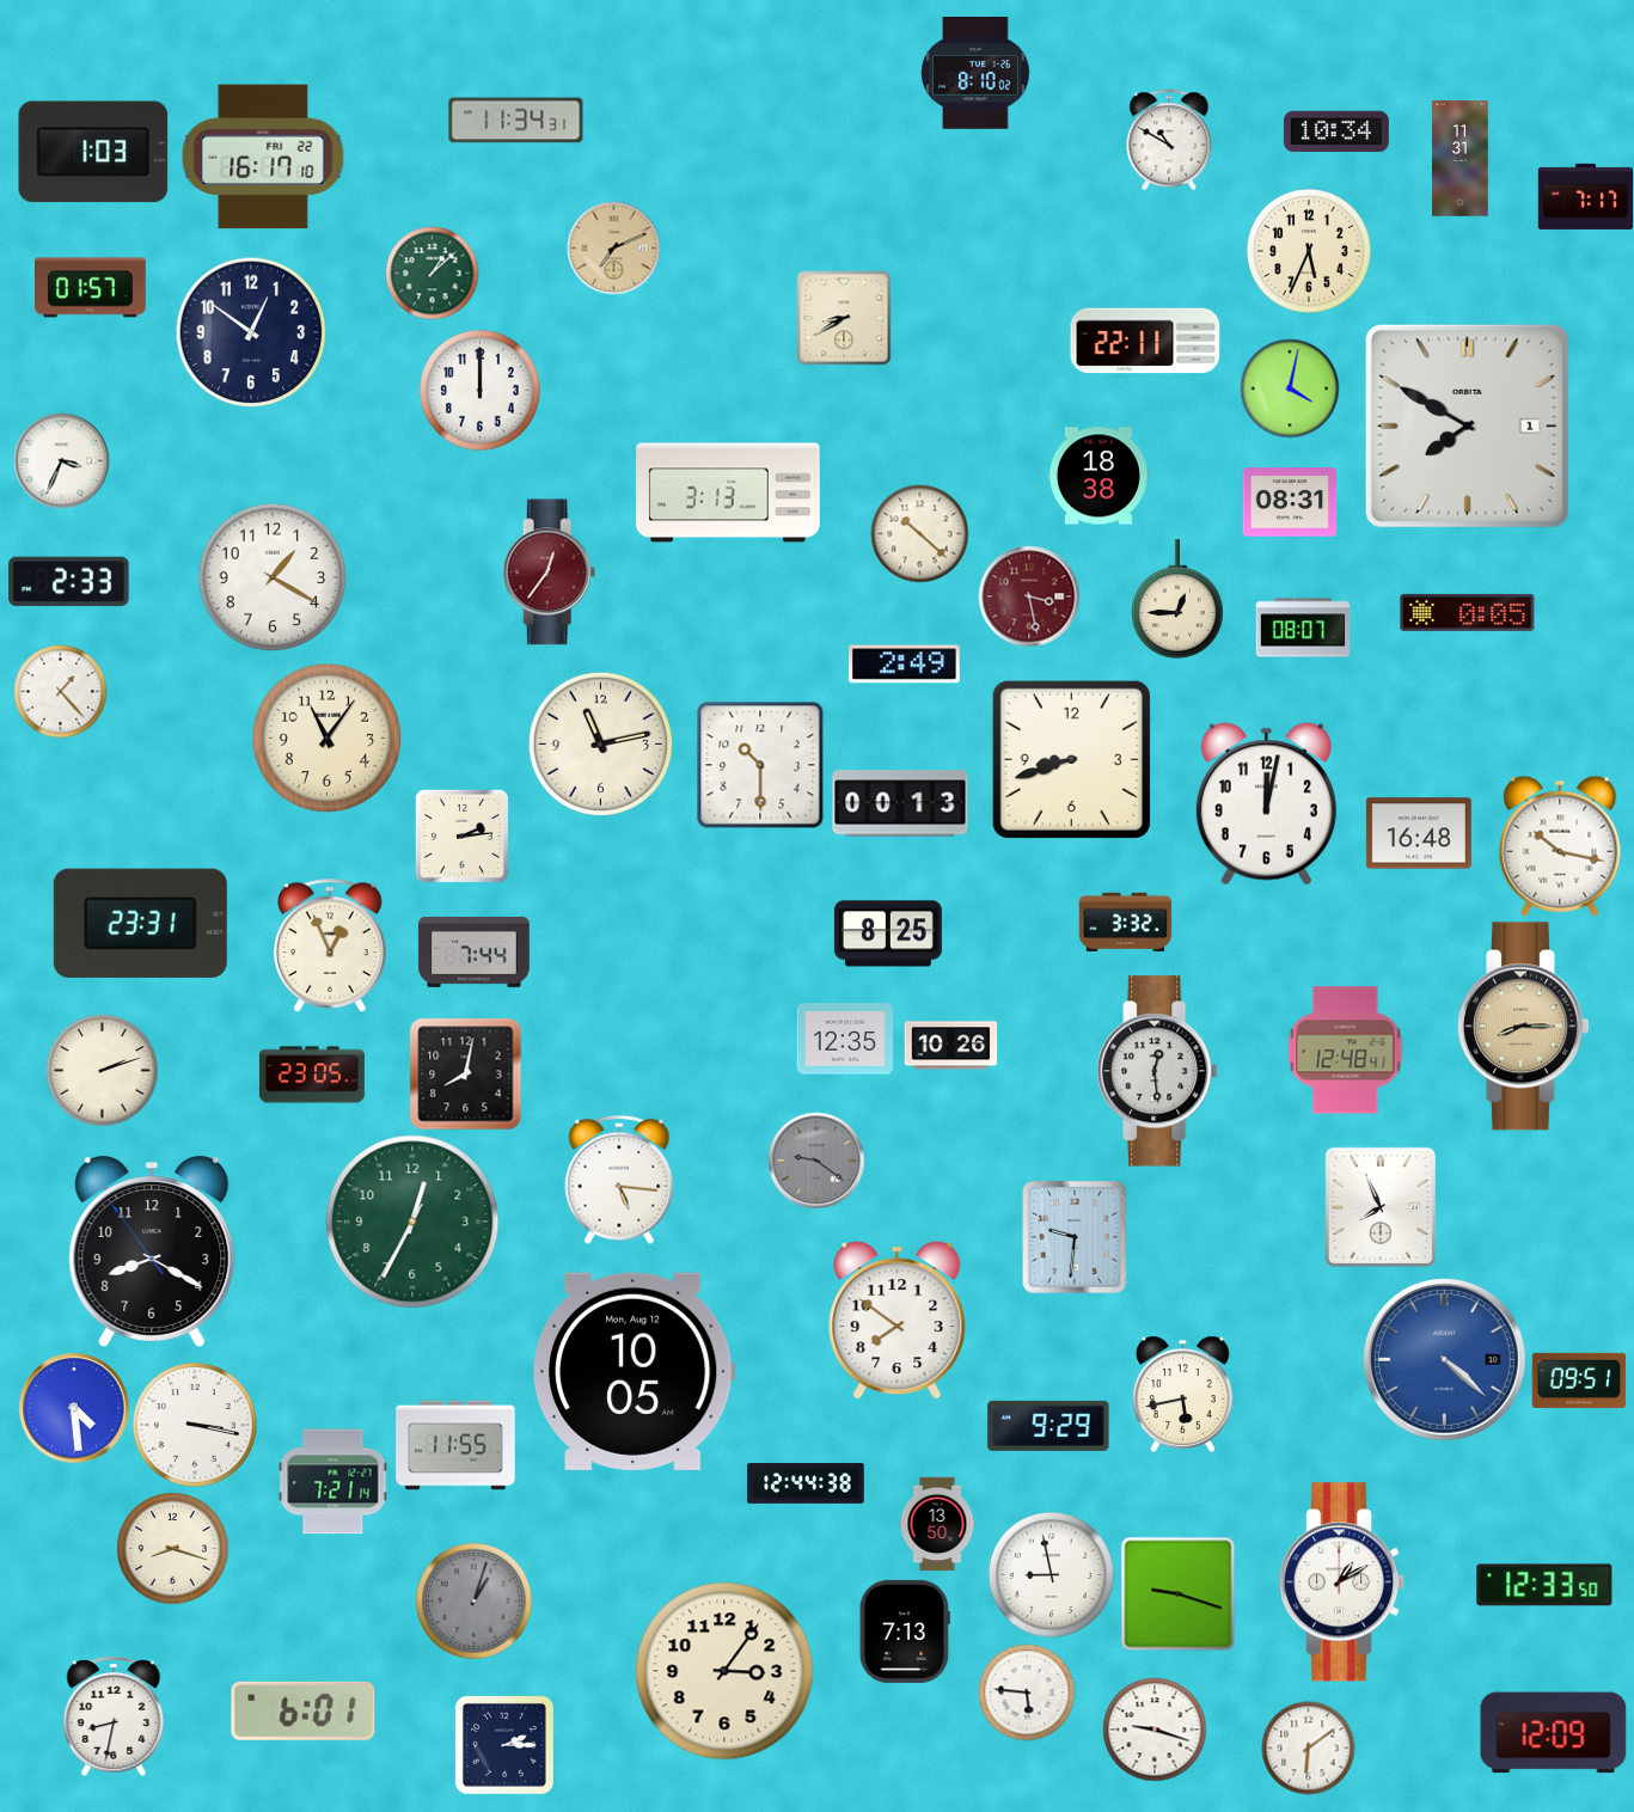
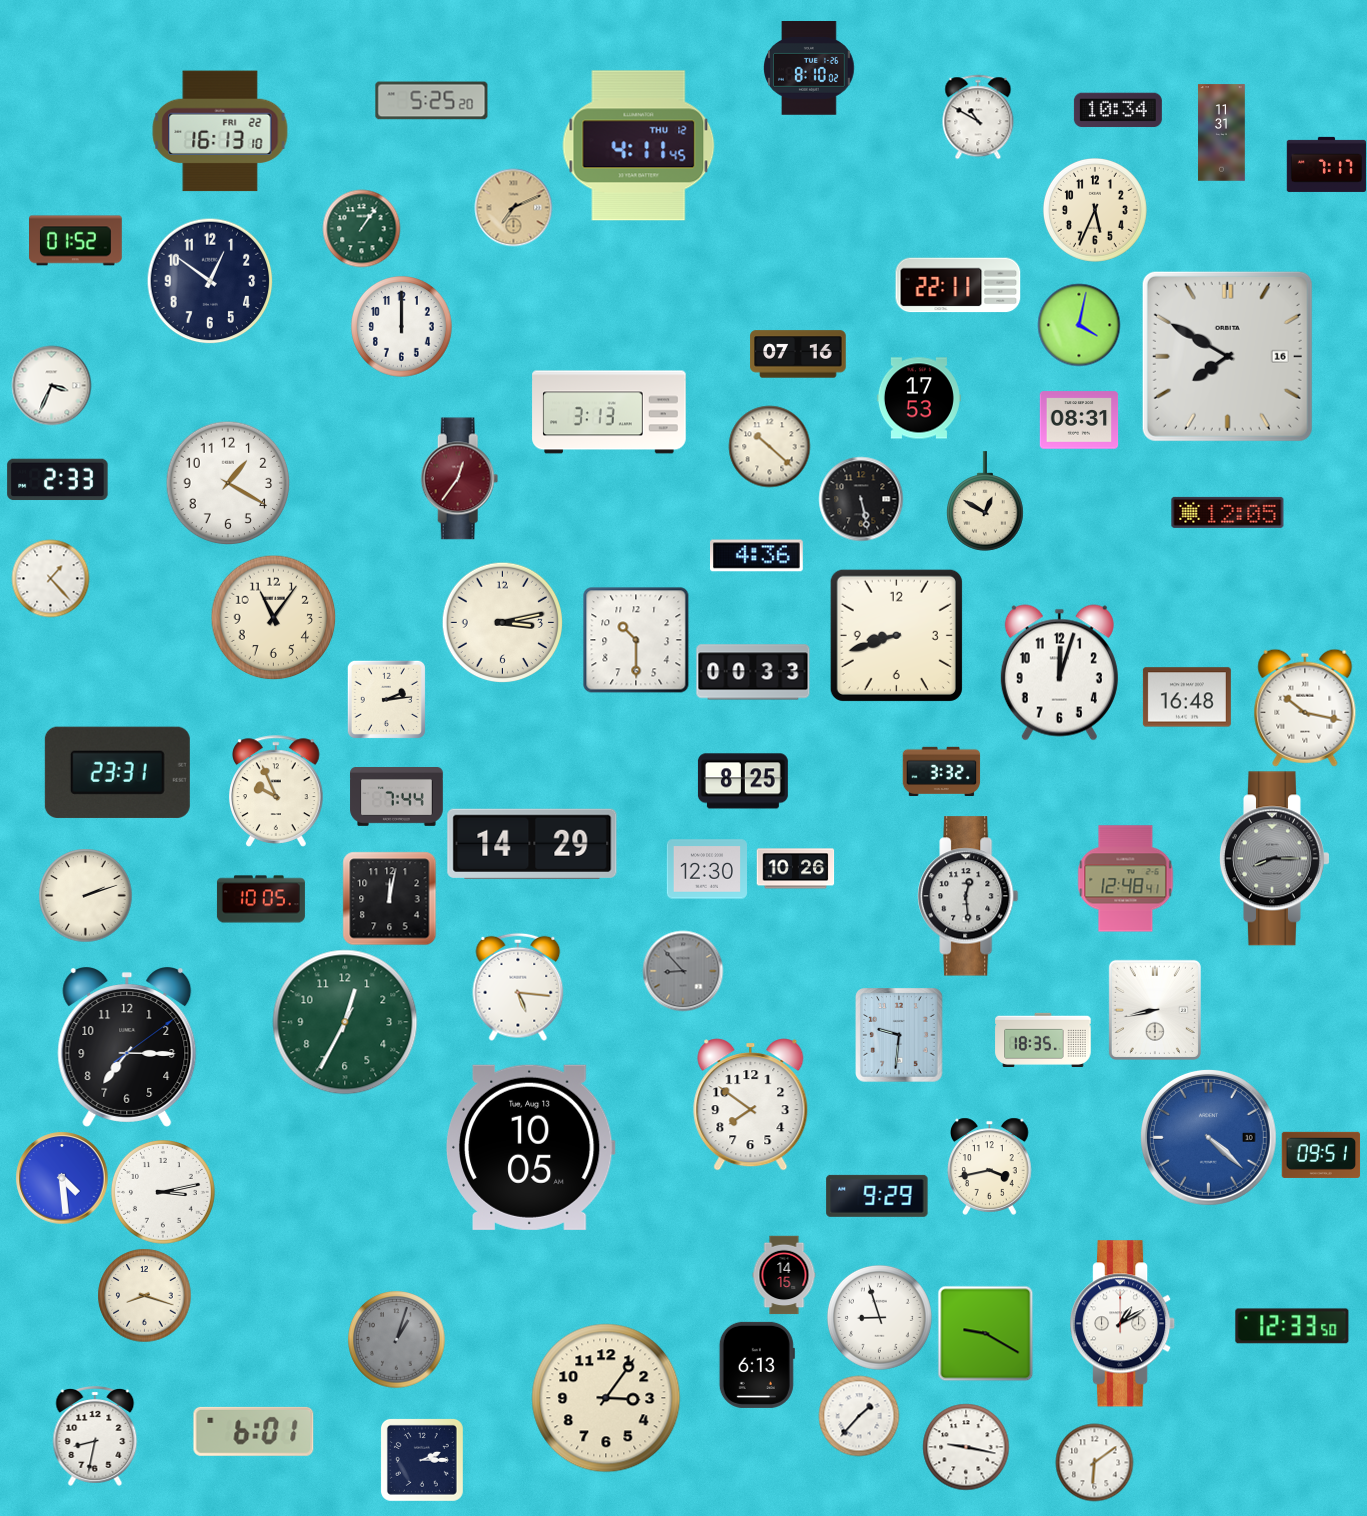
clock at (977, 73) position: (977, 73) -> (810, 68)
clock at (516, 121): 11:34 -> 5:25
clock at (93, 152): 1:03 -> none
clock at (263, 157): 16:17 -> 16:13
clock at (639, 146): none -> 4:11
clock at (432, 273): 1:08 -> 1:06
clock at (91, 288): 01:57 -> 01:52
clock at (844, 318): 8:40 -> none
clock at (251, 332) position: (251, 332) -> (210, 281)
clock at (798, 354): none -> 07:16
clock at (1467, 426) date: 1 -> 16
clock at (1098, 476): 18:38 -> 17:53
clock at (69, 582) position: (69, 582) -> (58, 480)
clock at (1029, 596): 3:28 -> 5:28
clock at (1029, 596) dial: burgundy -> black
clock at (1179, 599): 12:45 -> 12:50
clock at (1468, 612): 0:05 -> 12:05
clock at (1303, 628): 08:07 -> none
clock at (905, 665): 2:49 -> 4:36
clock at (600, 743): 11:13 -> 3:13
clock at (900, 803): 00:13 -> 00:33
clock at (1266, 804): 12:02 -> 12:03
clock at (331, 945): 12:56 -> 9:56
clock at (532, 844): none -> 14:29
clock at (1523, 1027) dial: champagne -> grey
clock at (844, 1039): 12:35 -> 12:30
clock at (950, 1046) position: (950, 1046) -> (795, 869)
clock at (465, 1073): 8:02 -> 12:02
clock at (312, 1075): 23:05 -> 10:05
clock at (816, 1161): 9:21 -> 8:53
clock at (1381, 1207): 7:56 -> 8:43
clock at (1043, 1039): none -> 18:35
clock at (152, 1251): 8:19 -> 7:15
clock at (634, 1371) date: Mon, Aug 12 -> Tue, Aug 13
clock at (1183, 1394): 5:43 -> 3:43
clock at (195, 1425): 3:17 -> 3:13
clock at (1048, 1426) position: (1048, 1426) -> (877, 1196)
clock at (455, 1445): 11:55 -> none
clock at (332, 1482): 7:21 -> none
clock at (806, 1483): 12:44 -> none
clock at (937, 1524): 13:50 -> 14:15
clock at (1051, 1574): 8:58 -> 8:57
clock at (1177, 1593): 9:18 -> 9:20
clock at (905, 1632): 7:13 -> 6:13
clock at (1027, 1692): 5:46 -> 1:37
clock at (1155, 1730): 9:18 -> 9:17
clock at (1554, 1733): 12:09 -> none
